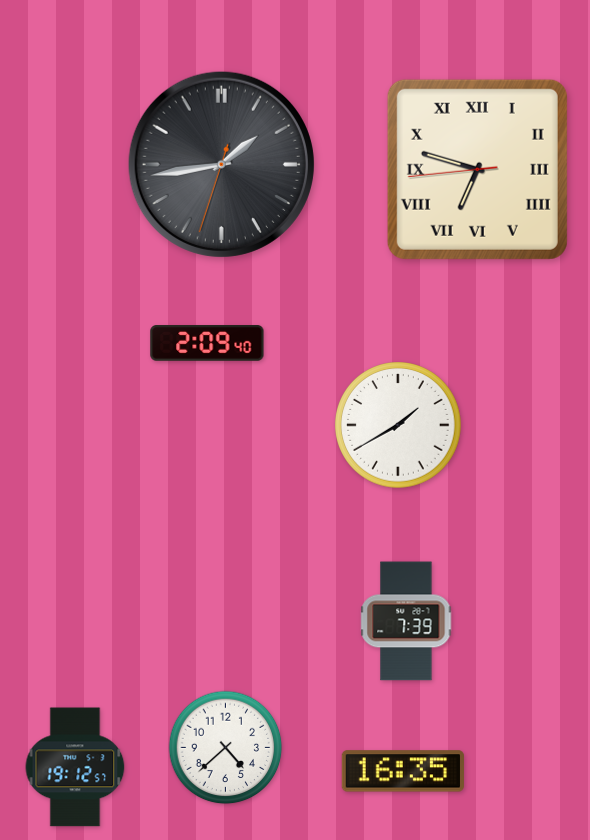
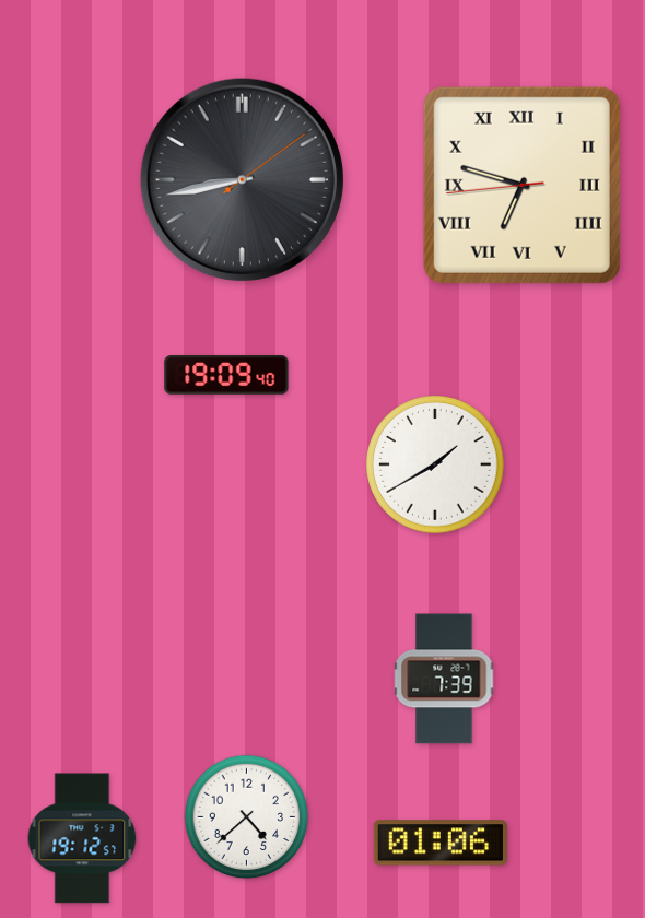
clock at (221, 164): 1:43 -> 8:43
clock at (207, 343): 2:09 -> 19:09
clock at (403, 771): 16:35 -> 01:06
